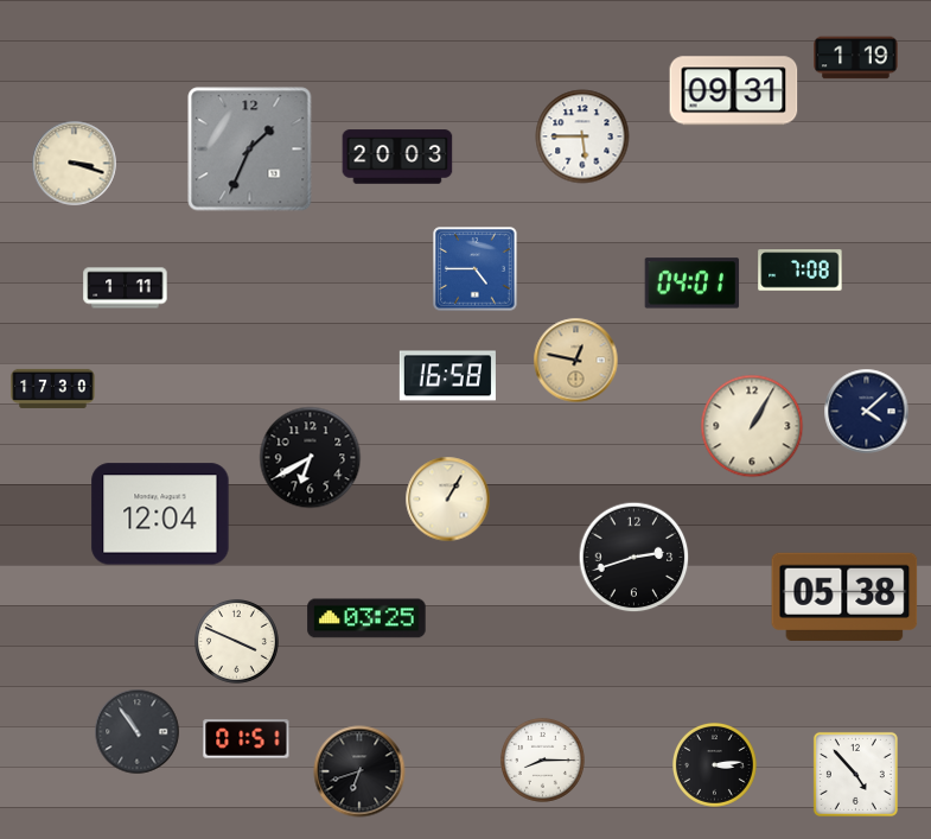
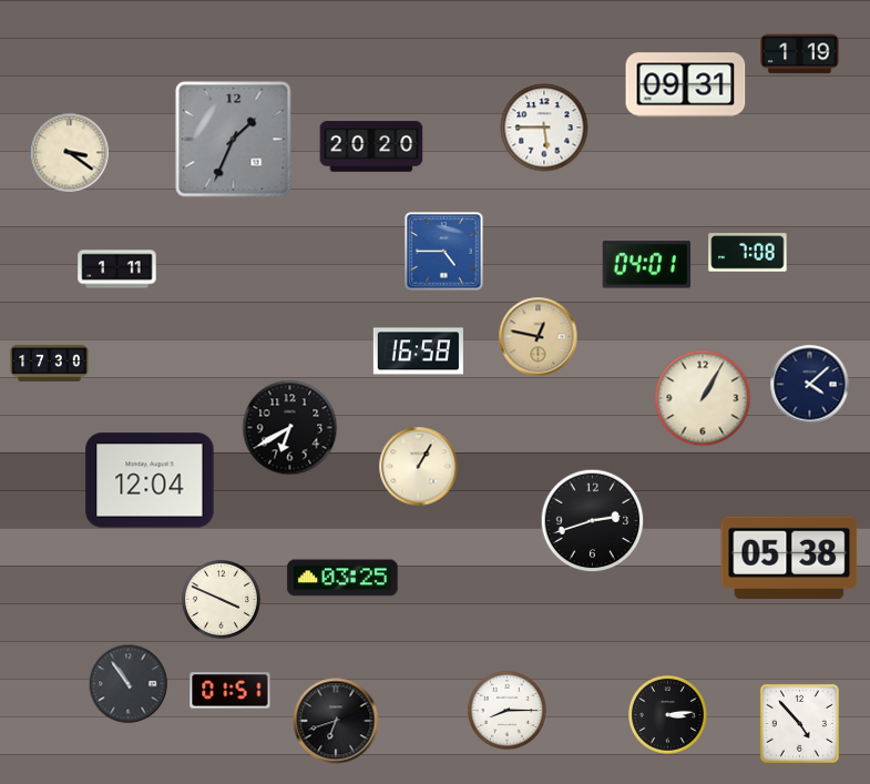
clock at (397, 157): 20:03 -> 20:20
clock at (75, 164): 3:18 -> 3:21
